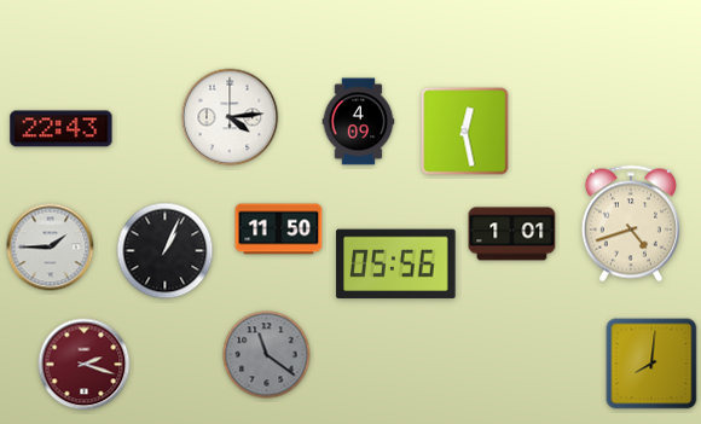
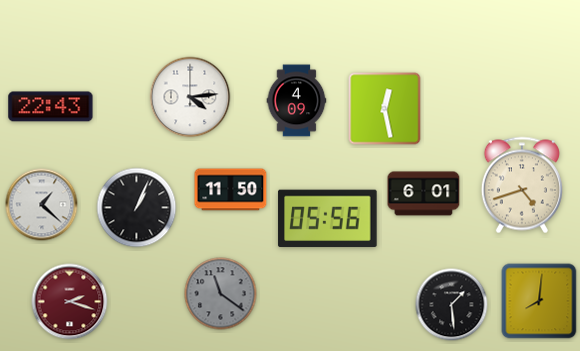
clock at (512, 234): 1:01 -> 6:01
clock at (51, 248): 1:45 -> 1:22
clock at (452, 305): none -> 1:29
